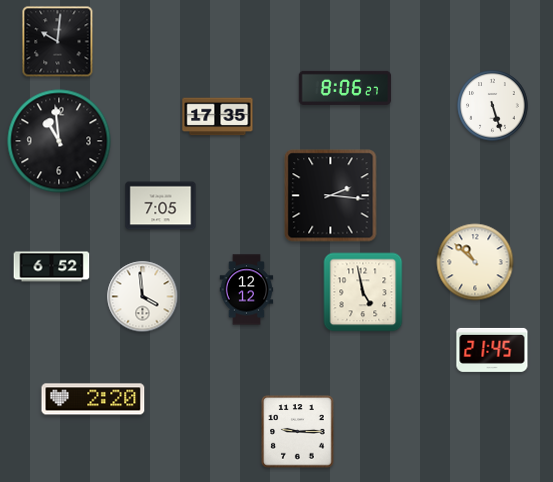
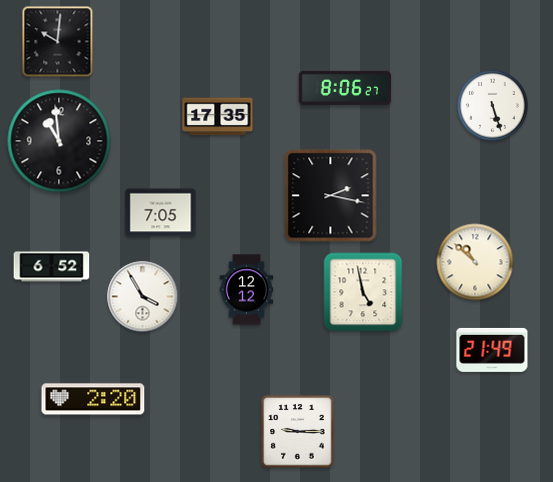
clock at (331, 196): 2:16 -> 2:17
clock at (161, 206) position: (161, 206) -> (161, 213)
clock at (143, 297): 3:59 -> 3:55
clock at (492, 350): 21:45 -> 21:49
